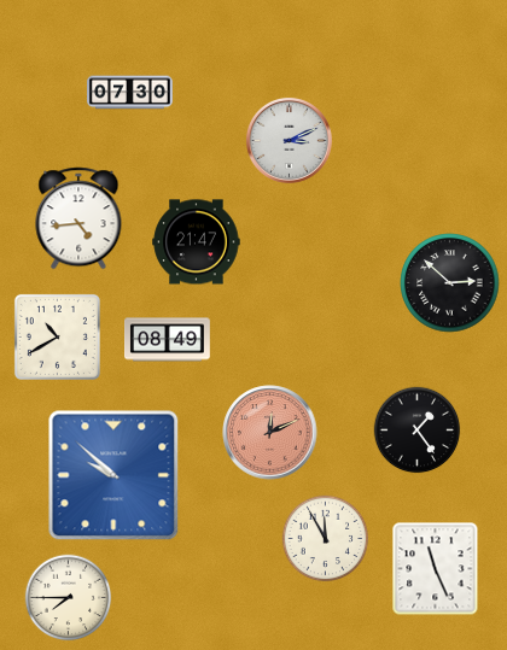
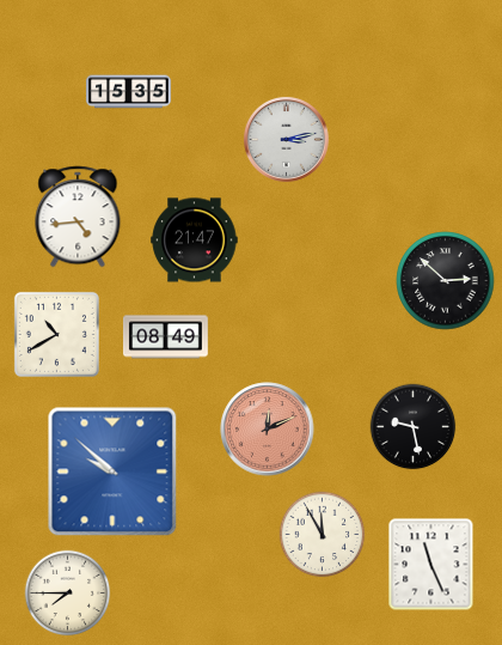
clock at (130, 93): 07:30 -> 15:35
clock at (290, 141): 3:11 -> 3:13
clock at (418, 431): 1:24 -> 9:28
